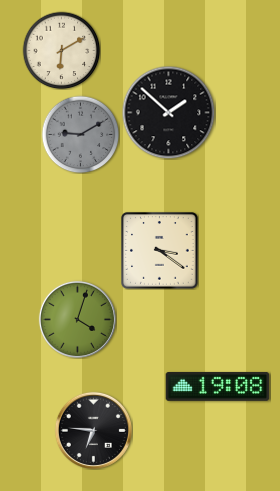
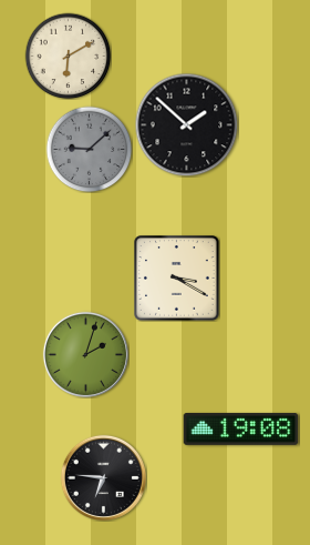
clock at (80, 134): 9:10 -> 9:08
clock at (160, 251): 3:21 -> 3:20
clock at (77, 319): 4:03 -> 2:03
